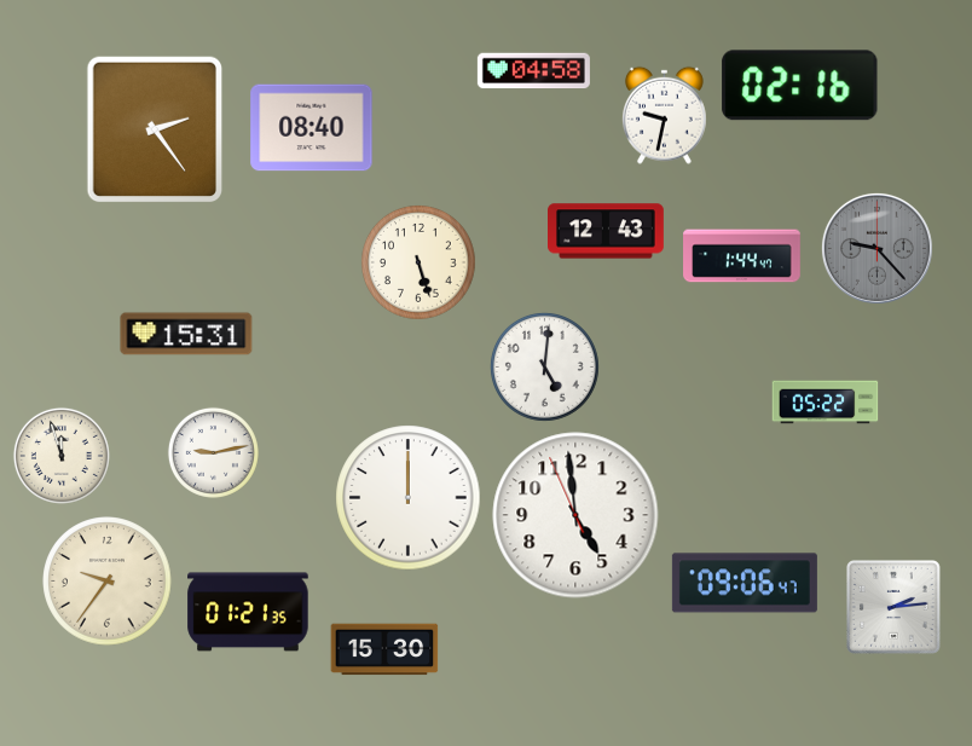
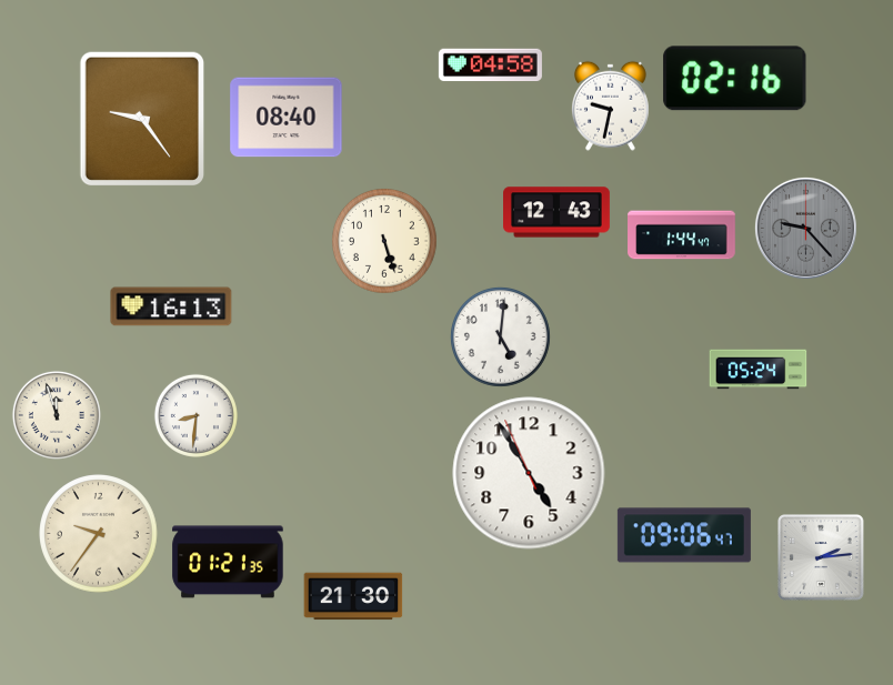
clock at (155, 129): 2:24 -> 9:24
clock at (186, 334): 15:31 -> 16:13
clock at (826, 403): 05:22 -> 05:24
clock at (213, 452): 9:13 -> 8:31
clock at (62, 456) position: (62, 456) -> (57, 415)
clock at (409, 498): 12:00 -> none
clock at (575, 515): 4:58 -> 4:54
clock at (384, 649): 15:30 -> 21:30
